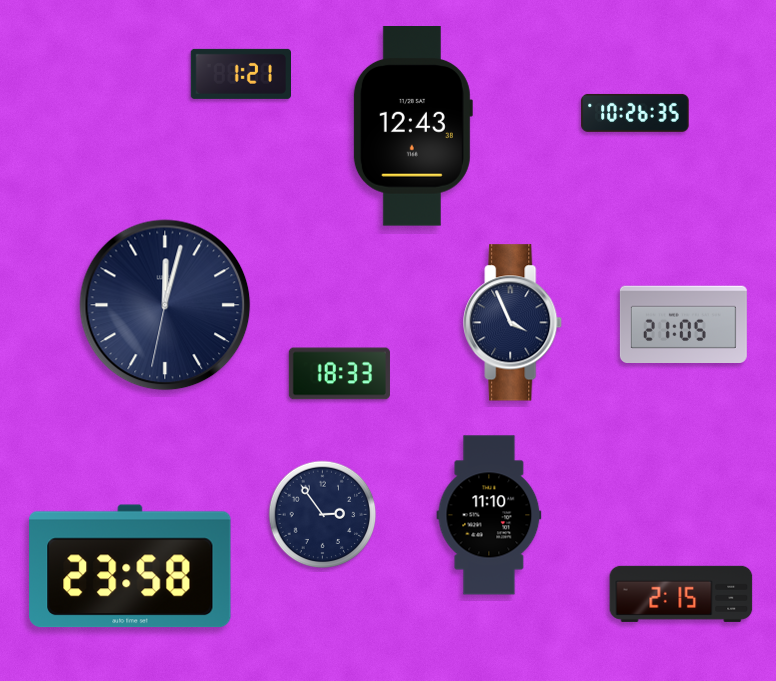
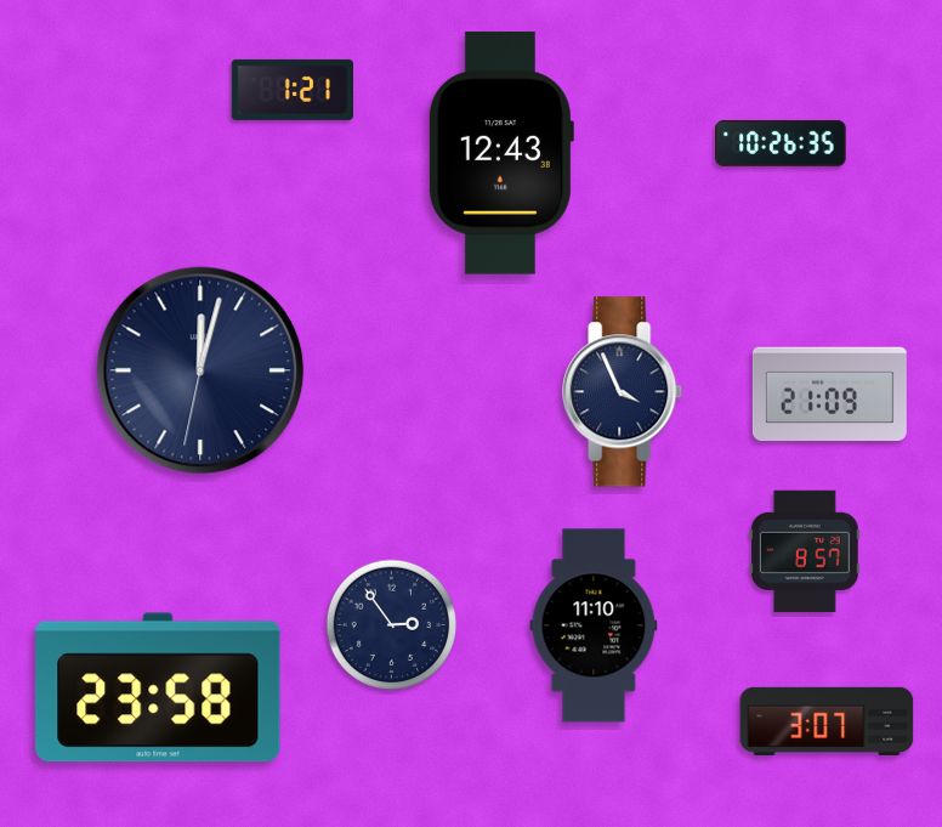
clock at (635, 113) position: (635, 113) -> (781, 143)
clock at (683, 324): 21:05 -> 21:09
clock at (339, 374): 18:33 -> none
clock at (806, 550): none -> 8:57
clock at (681, 594): 2:15 -> 3:07
